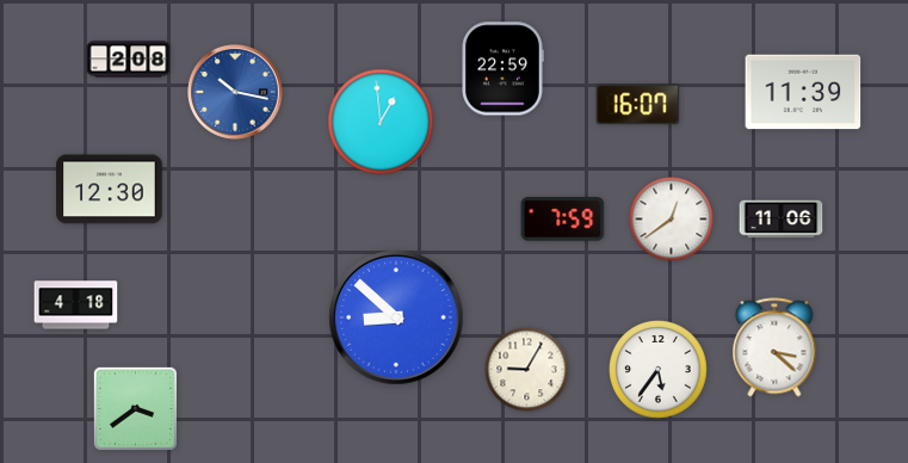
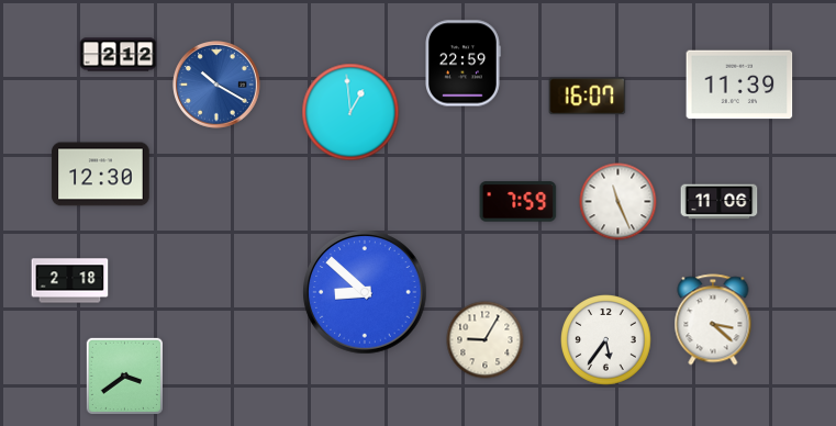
clock at (129, 60): 2:08 -> 2:12
clock at (236, 93): 10:17 -> 10:20
clock at (672, 220): 12:39 -> 11:26
clock at (76, 305): 4:18 -> 2:18
